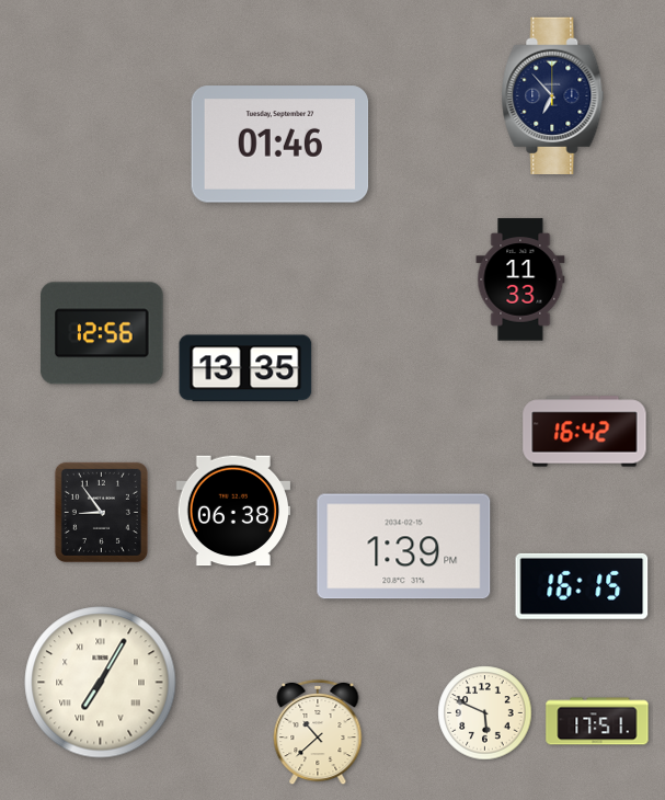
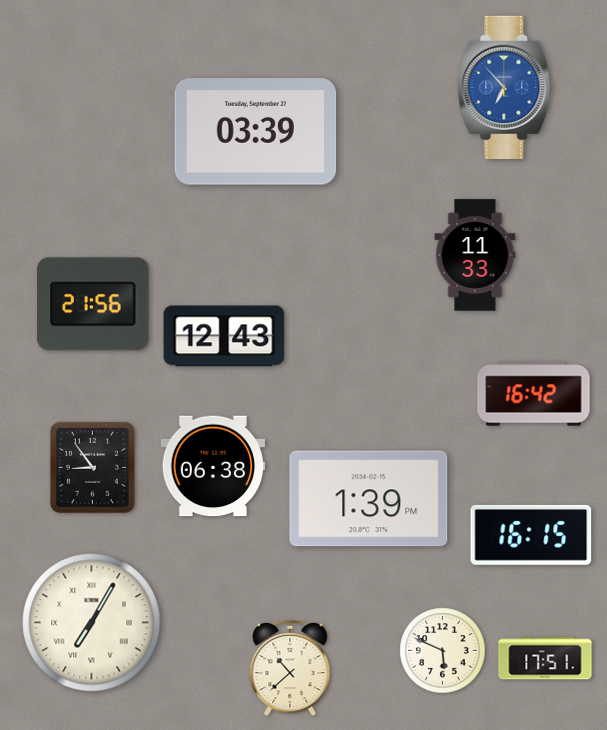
clock at (553, 95) dial: navy -> blue
clock at (280, 145): 01:46 -> 03:39
clock at (102, 333): 12:56 -> 21:56
clock at (245, 368): 13:35 -> 12:43
